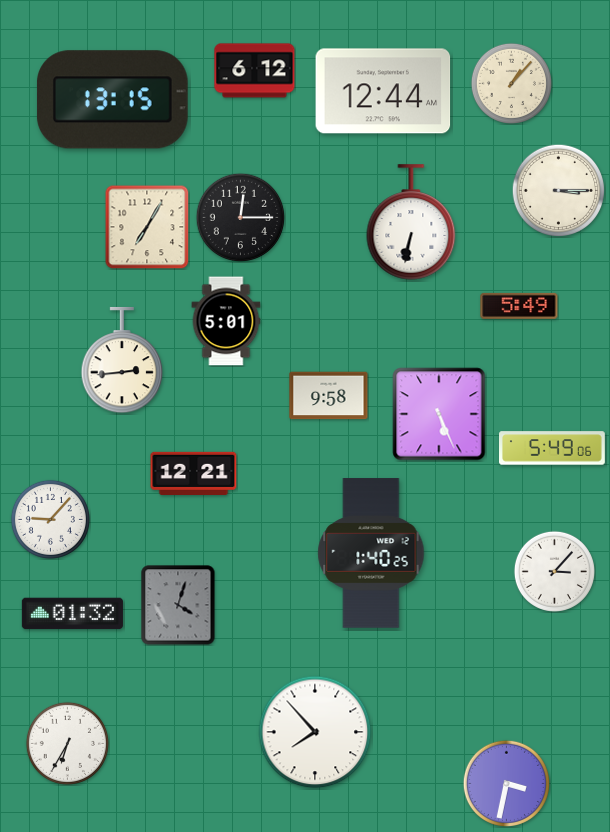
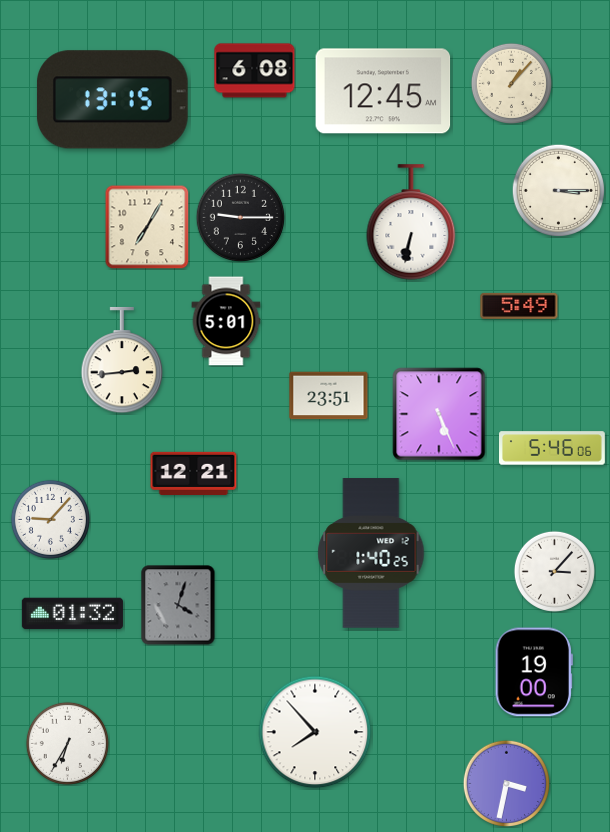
clock at (255, 71): 6:12 -> 6:08
clock at (383, 91): 12:44 -> 12:45
clock at (240, 217): 12:15 -> 9:15
clock at (329, 396): 9:58 -> 23:51
clock at (553, 448): 5:49 -> 5:46
clock at (534, 672): none -> 19:00
